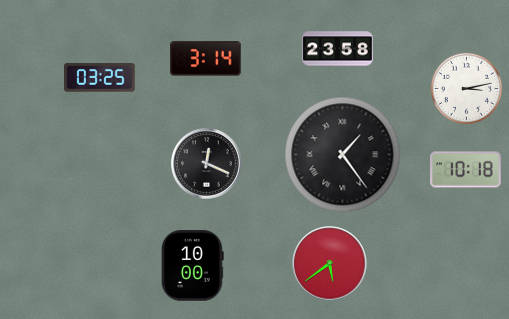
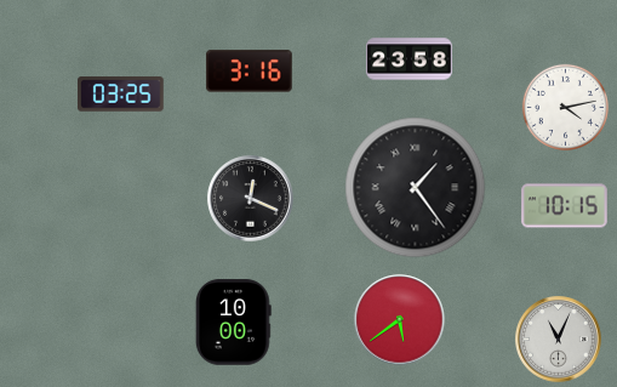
clock at (206, 59): 3:14 -> 3:16
clock at (466, 88): 3:13 -> 4:13
clock at (466, 170): 10:18 -> 10:15
clock at (559, 340): none -> 11:04
